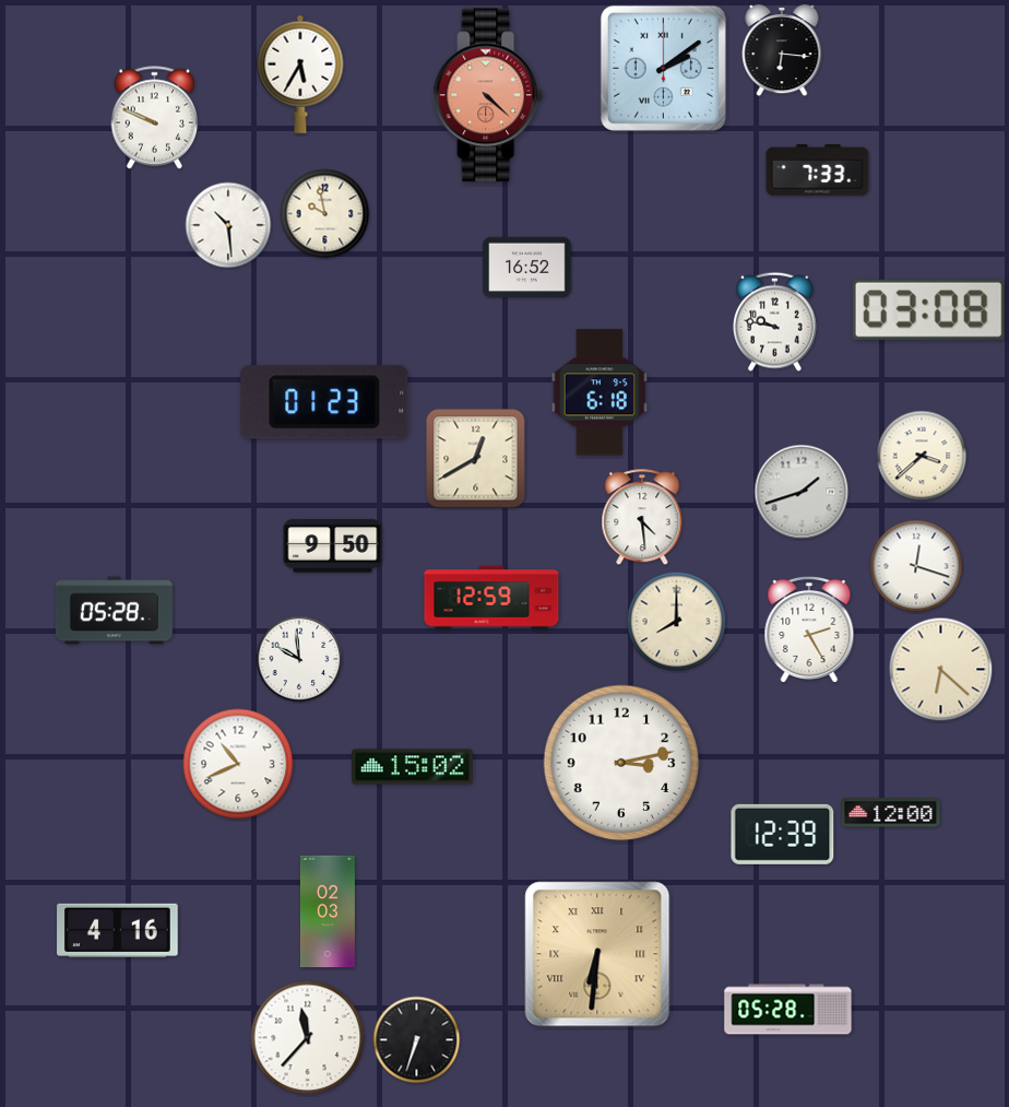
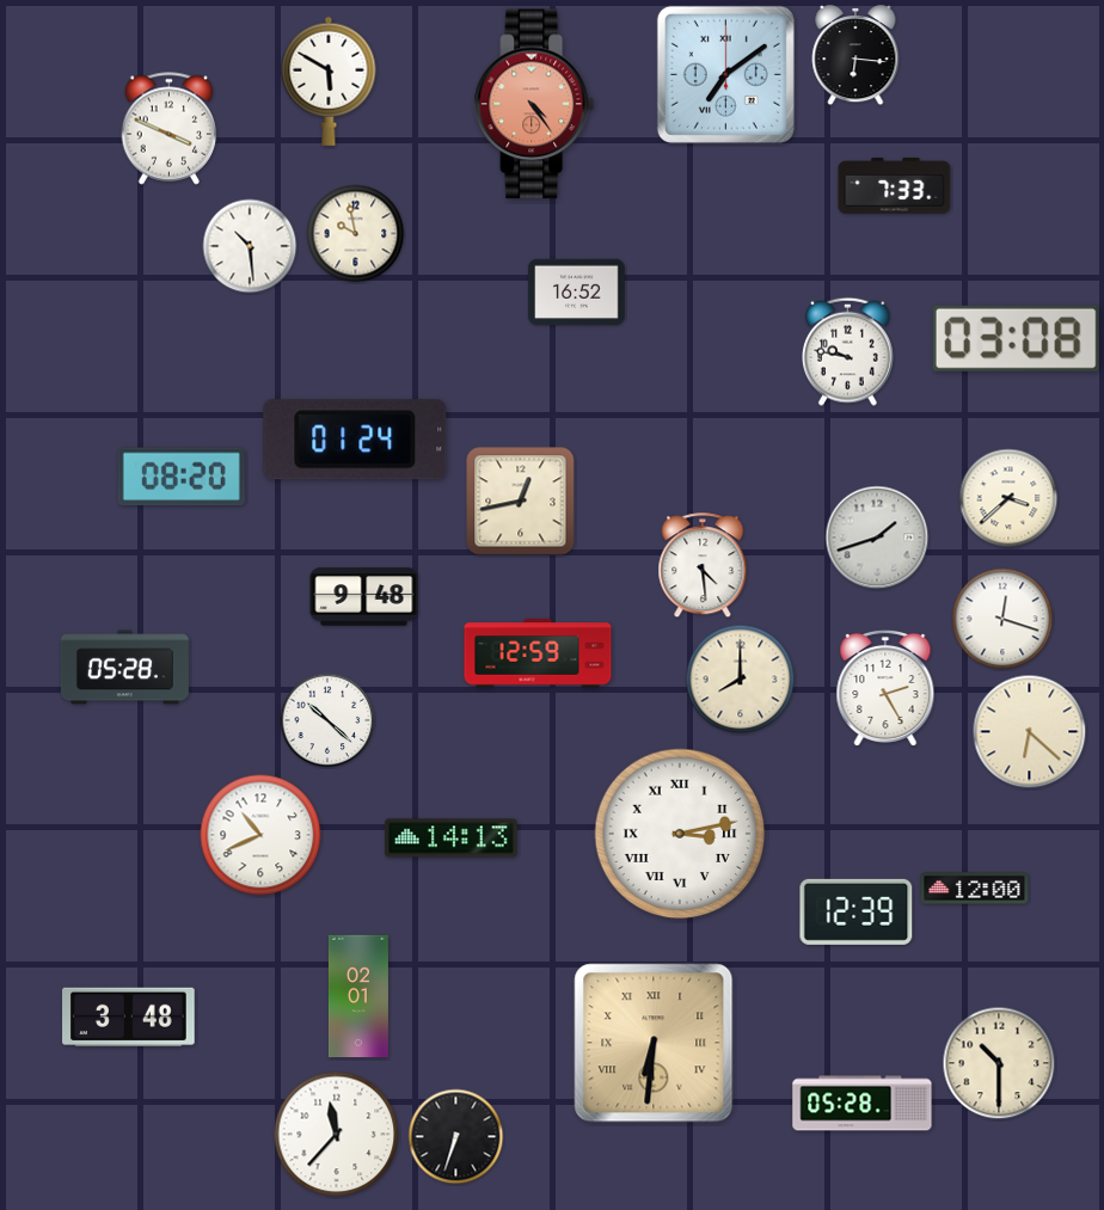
clock at (663, 68): 2:09 -> 7:09
clock at (300, 74): 5:35 -> 5:50
clock at (488, 95): 4:22 -> 4:24
clock at (155, 118): 9:49 -> 3:49
clock at (600, 392): 6:18 -> none
clock at (324, 402): 01:23 -> 01:24
clock at (182, 477): none -> 08:20
clock at (476, 459): 12:40 -> 12:43
clock at (333, 546): 9:50 -> 9:48
clock at (299, 659): 9:59 -> 10:22
clock at (621, 763) numerals: Arabic -> Roman
clock at (413, 767): 15:02 -> 14:13
clock at (328, 911): 02:03 -> 02:01
clock at (118, 930): 4:16 -> 3:48
clock at (999, 1063): none -> 10:30
